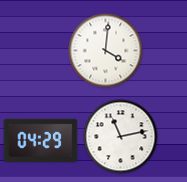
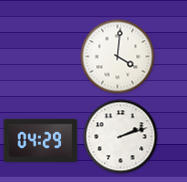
clock at (106, 51) position: (106, 51) -> (118, 57)
clock at (121, 137): 11:13 -> 2:12
